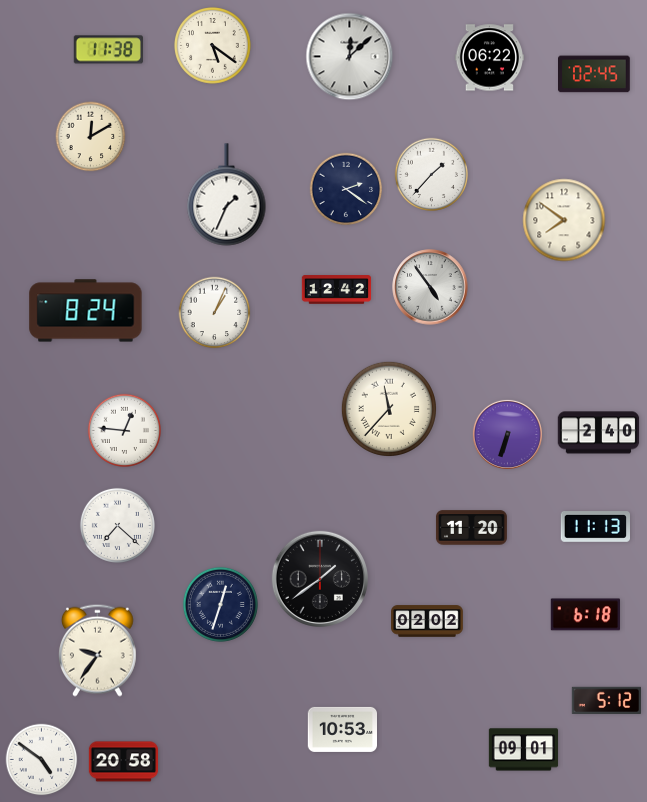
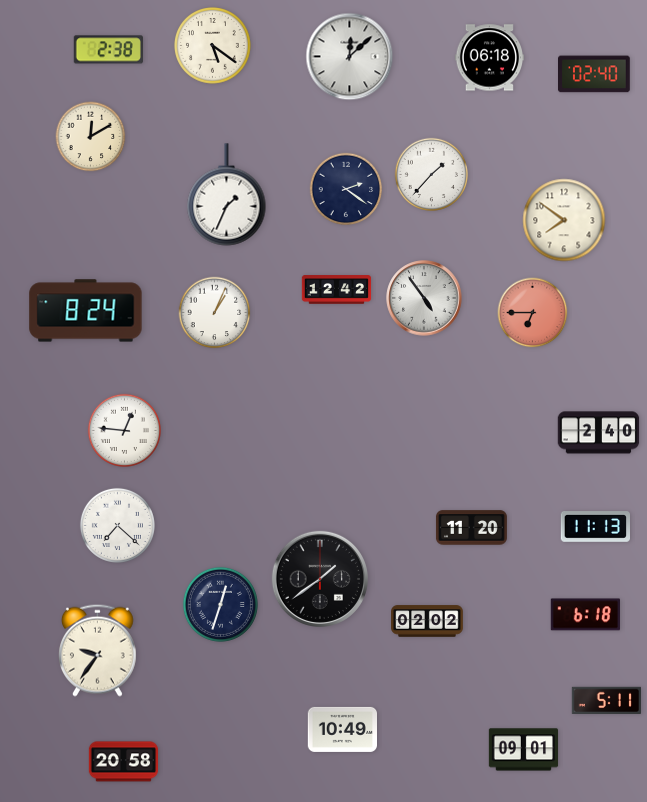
clock at (108, 50): 11:38 -> 2:38
clock at (489, 58): 06:22 -> 06:18
clock at (595, 74): 02:45 -> 02:40
clock at (430, 287) position: (430, 287) -> (424, 298)
clock at (533, 313): none -> 6:45
clock at (389, 409): 11:37 -> none
clock at (507, 434): 6:33 -> none
clock at (606, 700): 5:12 -> 5:11
clock at (342, 729): 10:53 -> 10:49
clock at (42, 760): 4:51 -> none
